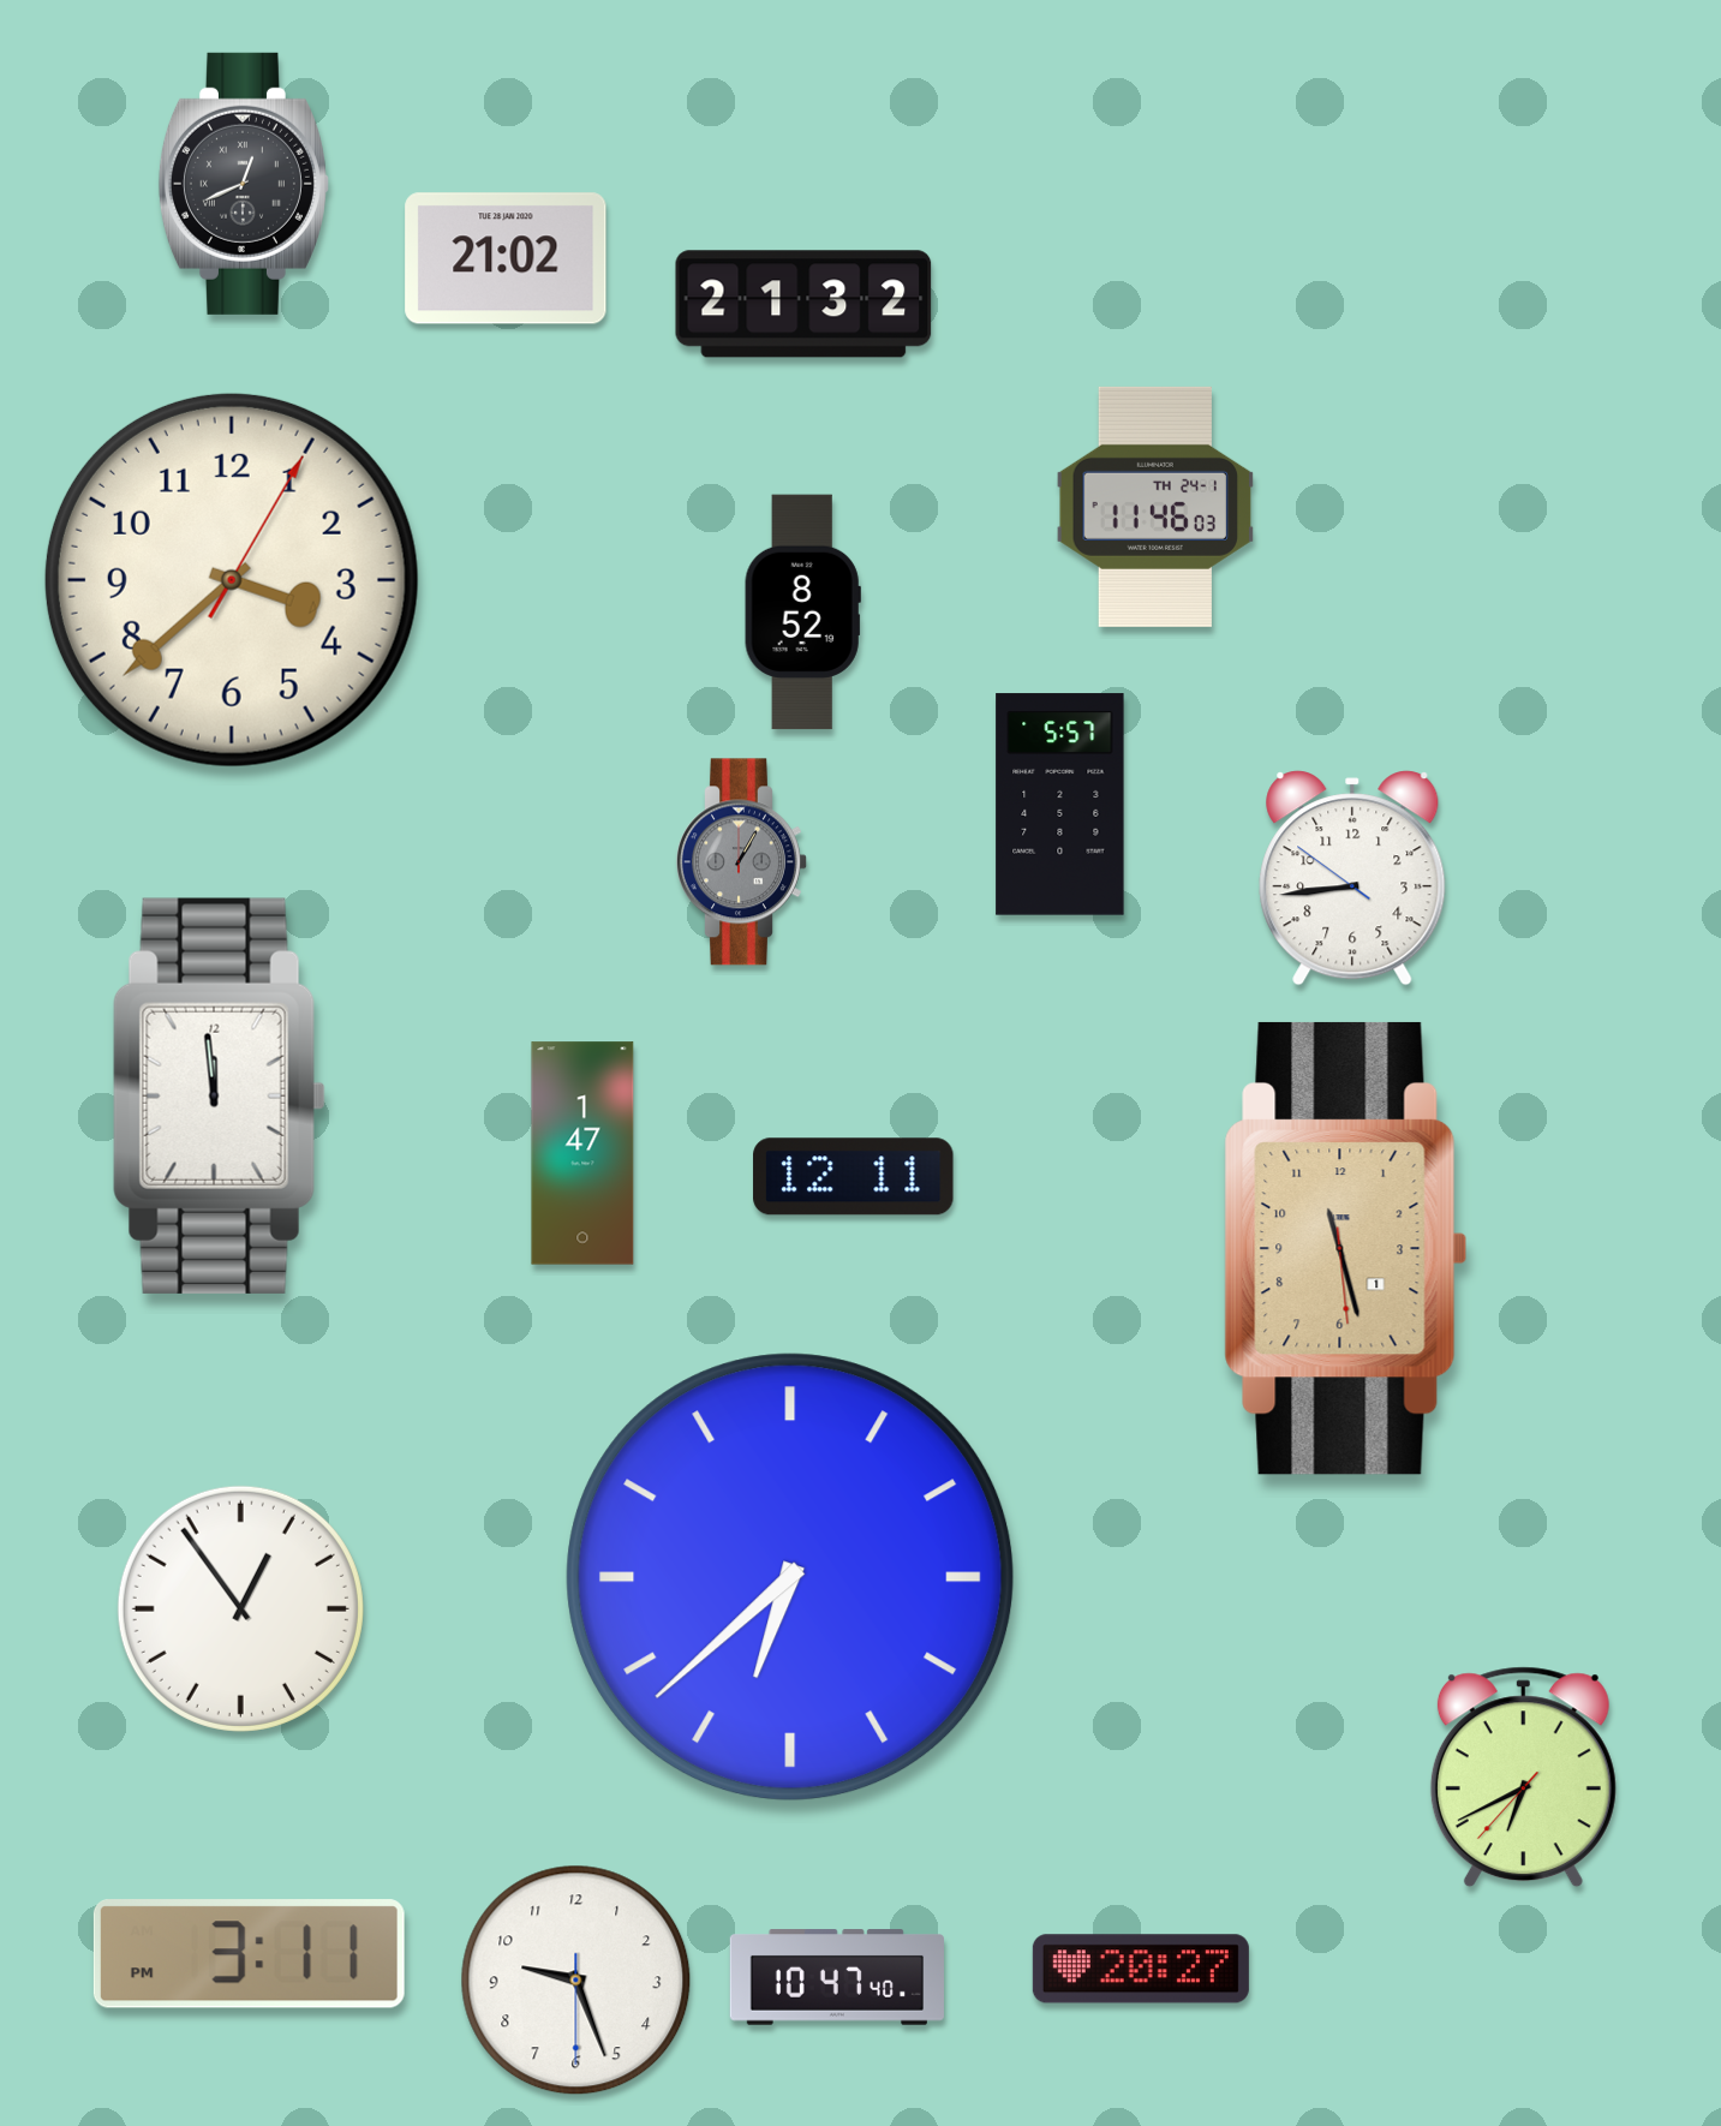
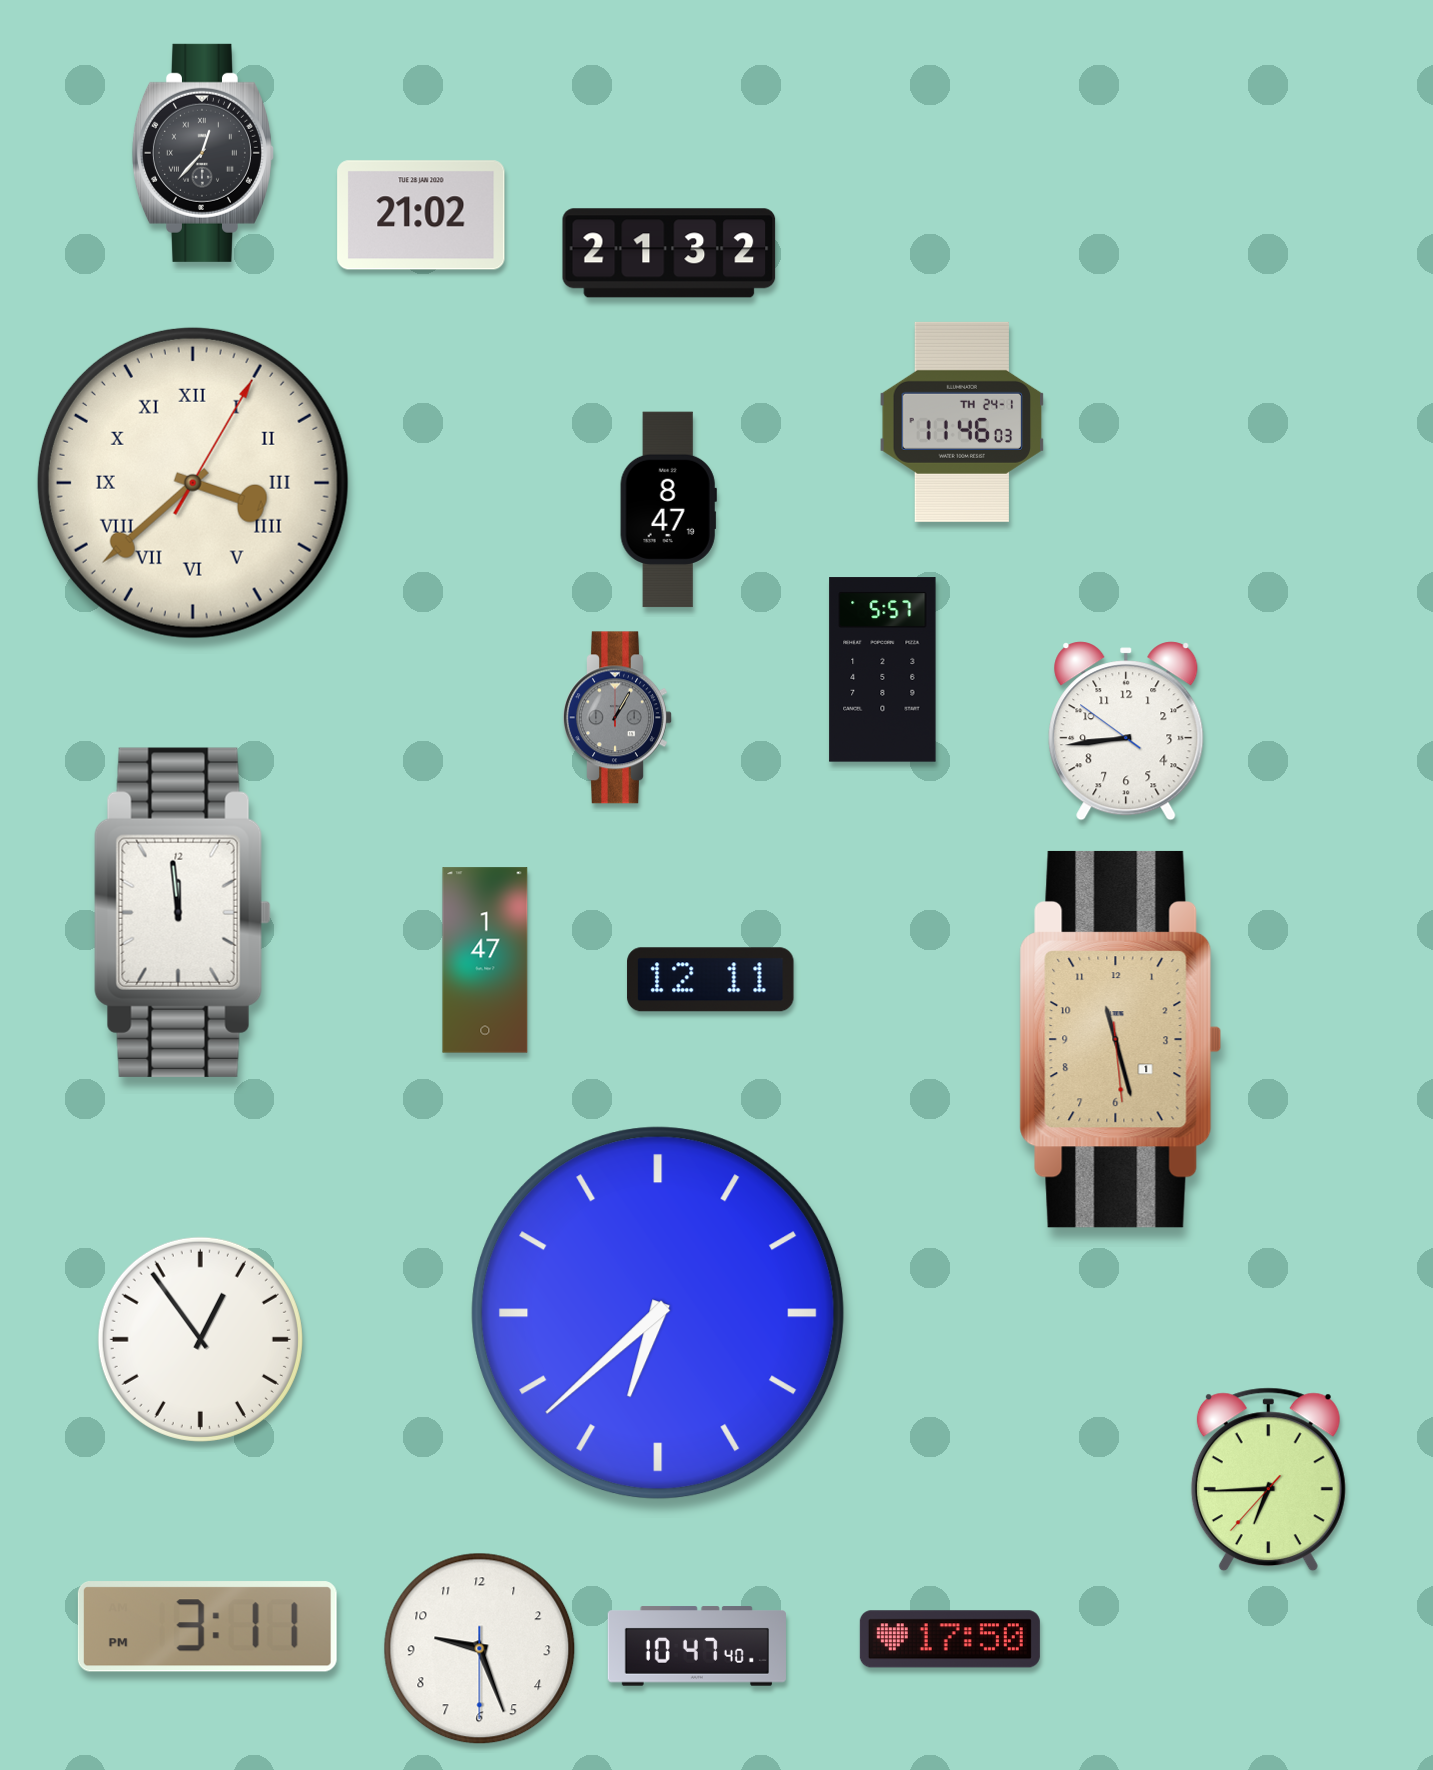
clock at (244, 184): 12:41 -> 12:37
clock at (232, 580) numerals: Arabic -> Roman
clock at (802, 613): 8:52 -> 8:47
clock at (1523, 1778): 6:40 -> 6:44
clock at (1141, 1969): 20:27 -> 17:50
